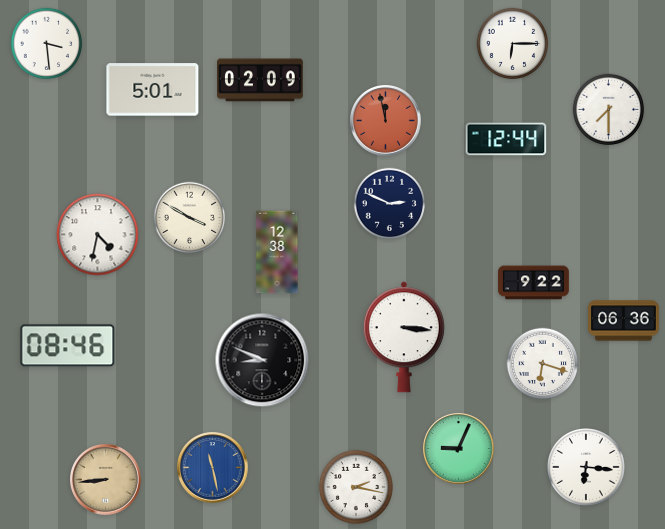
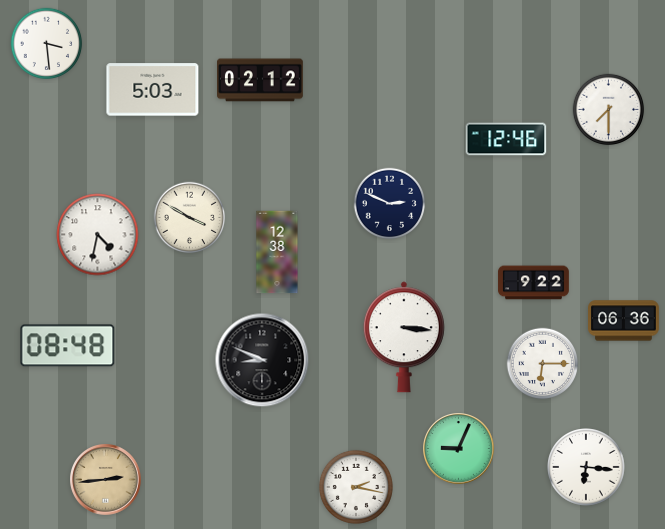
clock at (513, 44): 6:15 -> none
clock at (261, 80): 02:09 -> 02:12
clock at (153, 90): 5:01 -> 5:03
clock at (386, 121): 11:58 -> none
clock at (506, 139): 12:44 -> 12:46
clock at (68, 346): 08:46 -> 08:48
clock at (543, 364): 6:18 -> 6:15
clock at (213, 468): 11:28 -> none
clock at (106, 480): 8:44 -> 2:44
